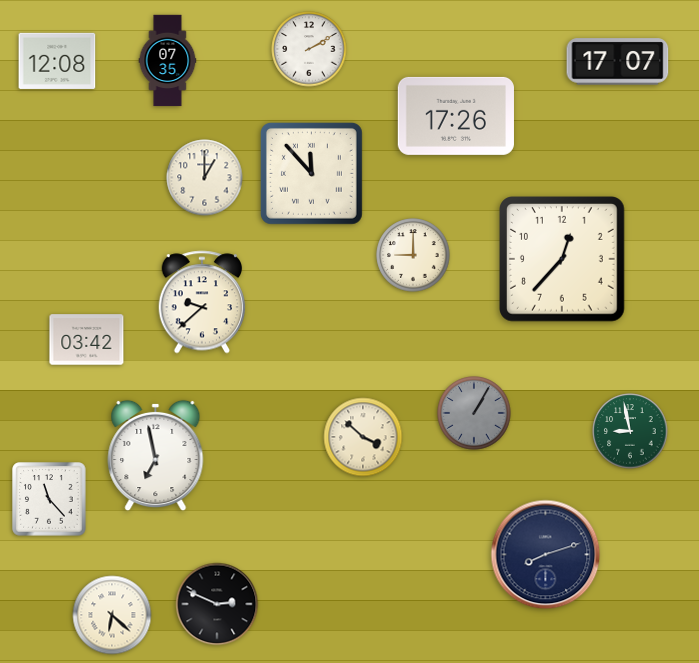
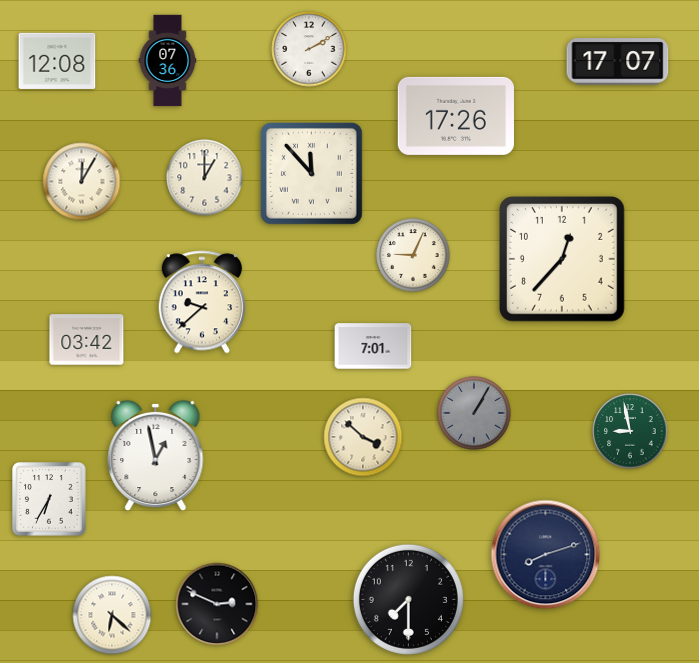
clock at (168, 61): 07:35 -> 07:36
clock at (82, 182): none -> 12:05
clock at (413, 255): 9:00 -> 9:04
clock at (373, 346): none -> 7:01
clock at (156, 456): 6:58 -> 12:58
clock at (49, 499): 11:23 -> 6:35
clock at (408, 599): none -> 7:30
